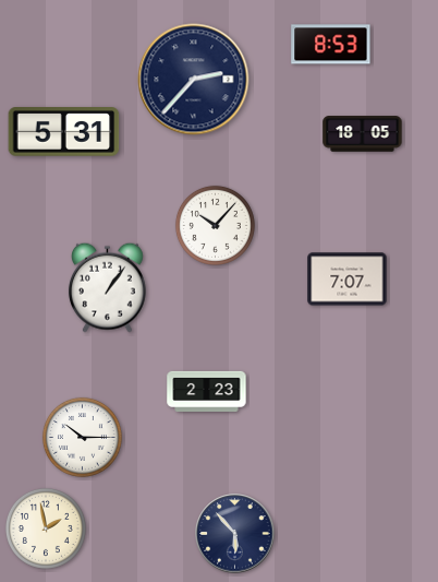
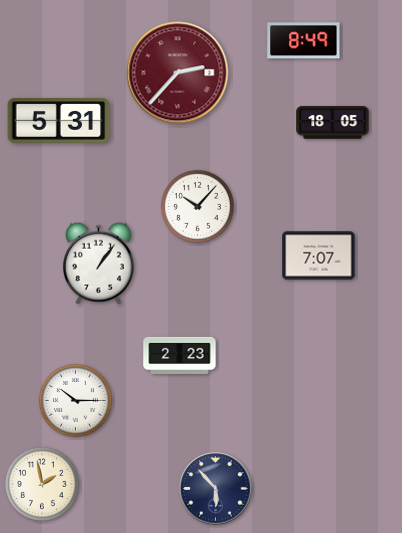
clock at (331, 45): 8:53 -> 8:49
clock at (194, 80) dial: navy -> burgundy
clock at (207, 391) position: (207, 391) -> (180, 355)
